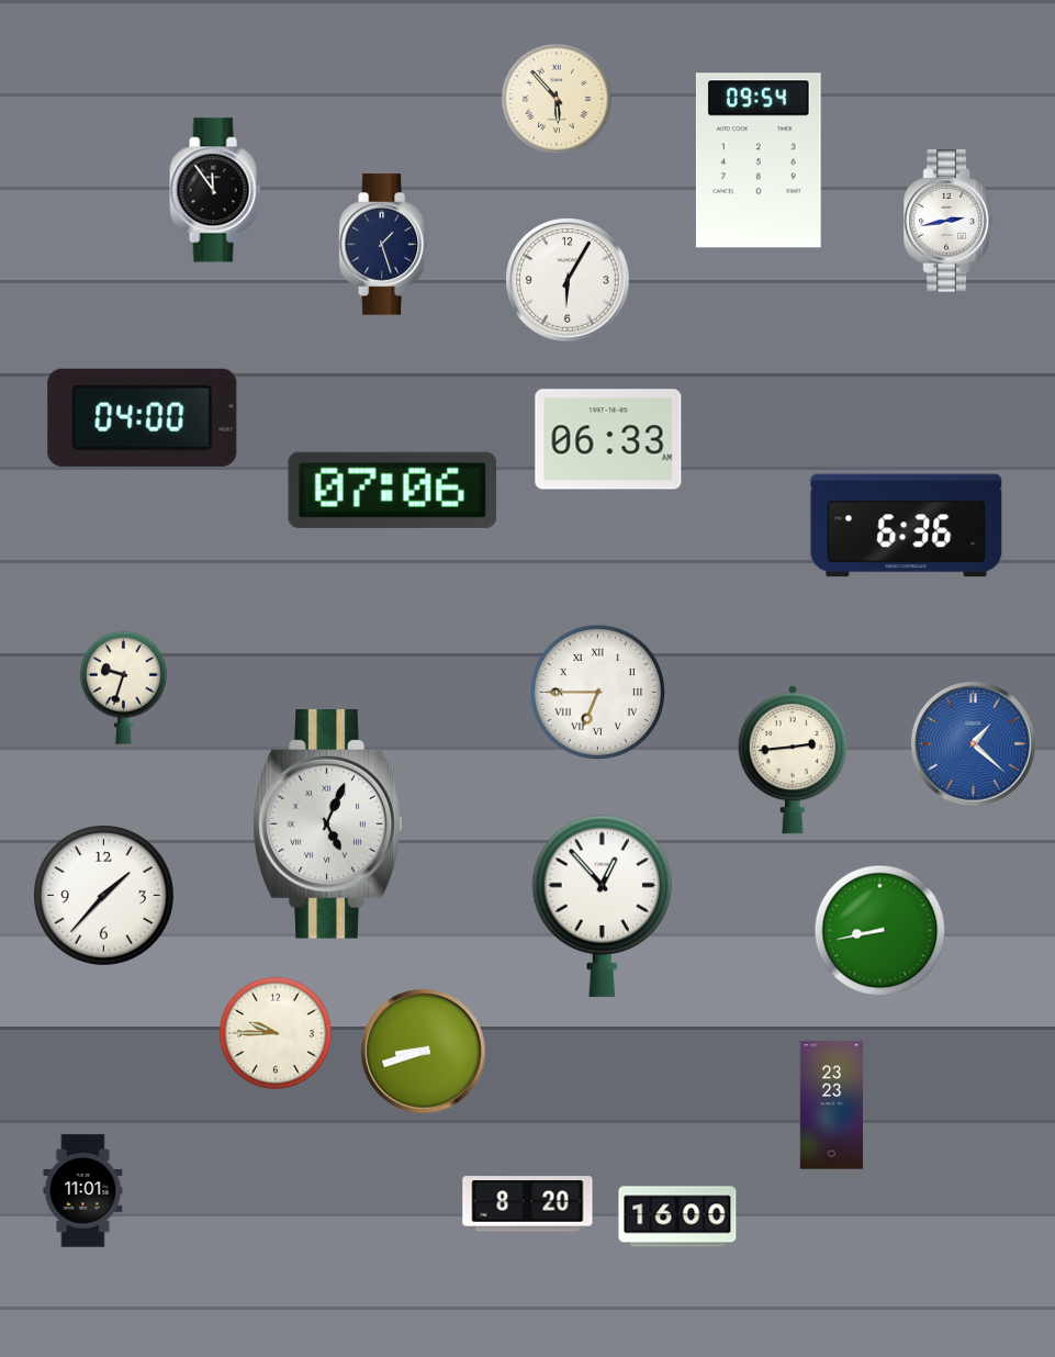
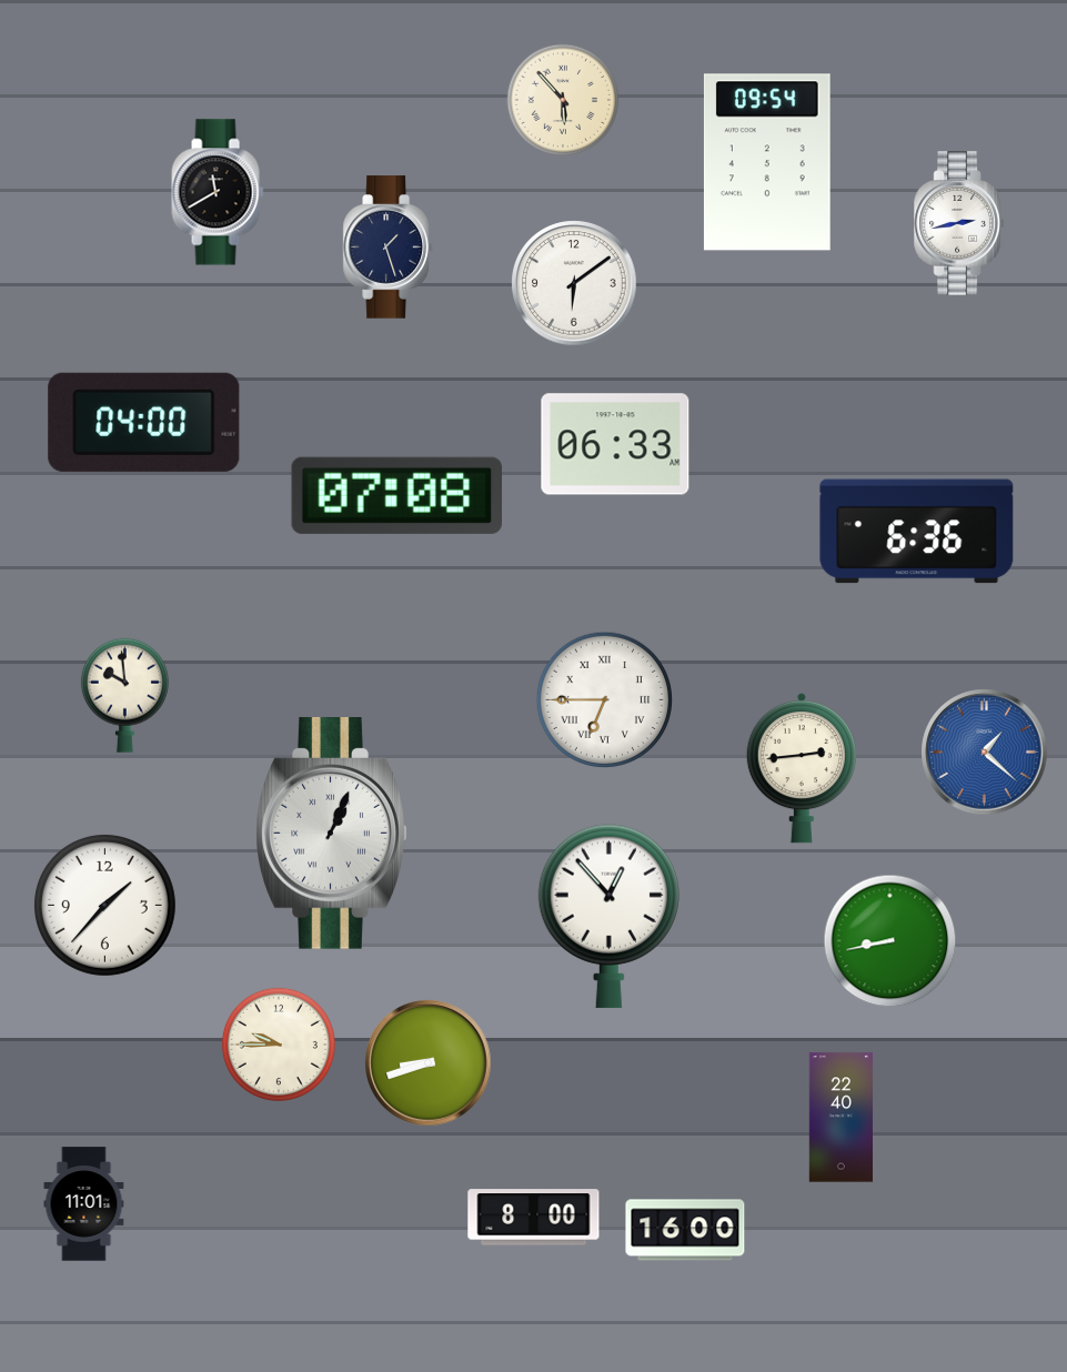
clock at (215, 190): 11:54 -> 11:40
clock at (568, 280): 6:05 -> 6:09
clock at (392, 490): 07:06 -> 07:08
clock at (123, 687): 9:33 -> 9:59
clock at (328, 825): 5:04 -> 1:04
clock at (831, 1106): 23:23 -> 22:40
clock at (528, 1204): 8:20 -> 8:00
